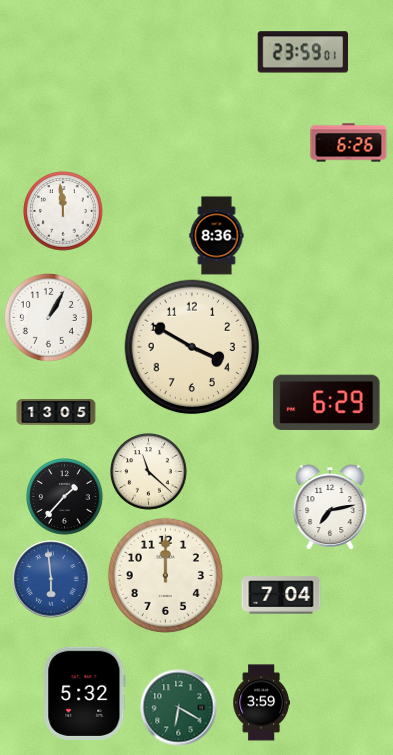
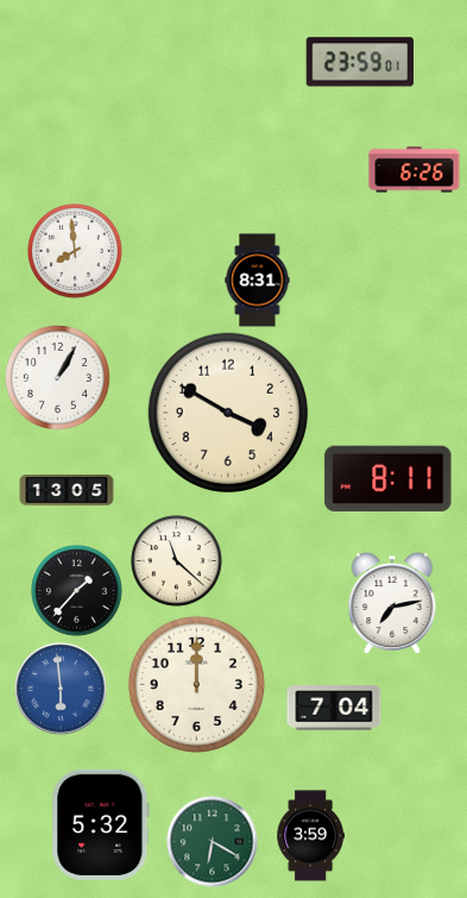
clock at (63, 211): 11:59 -> 7:59
clock at (217, 236): 8:36 -> 8:31
clock at (327, 402): 6:29 -> 8:11
